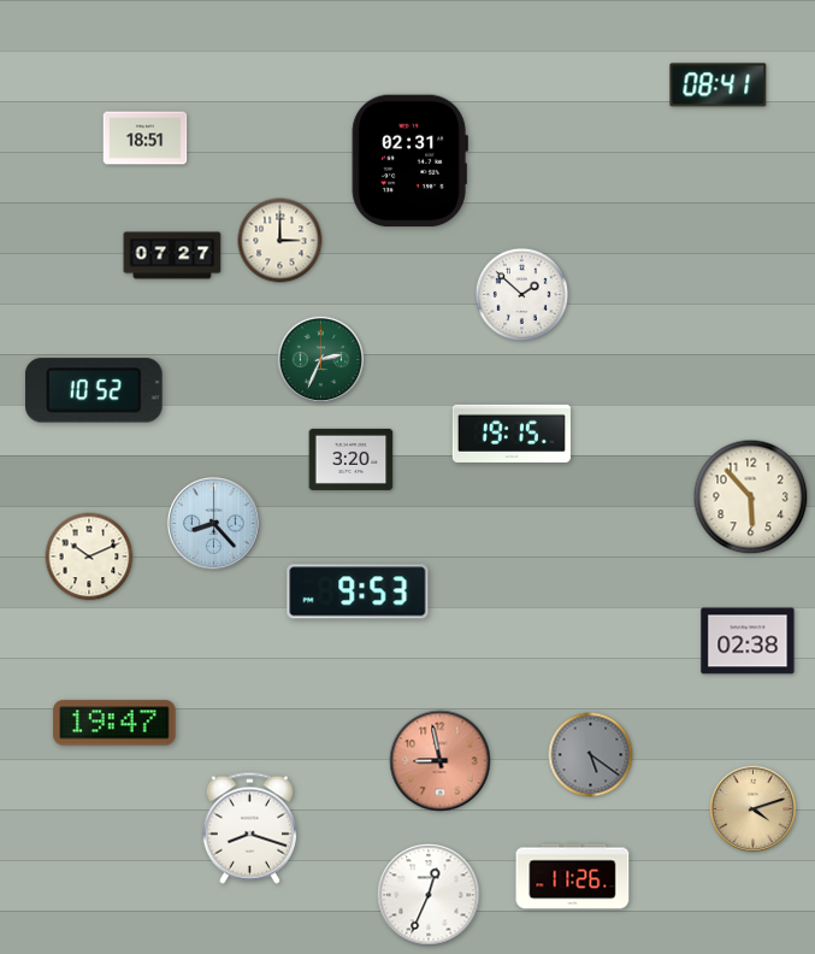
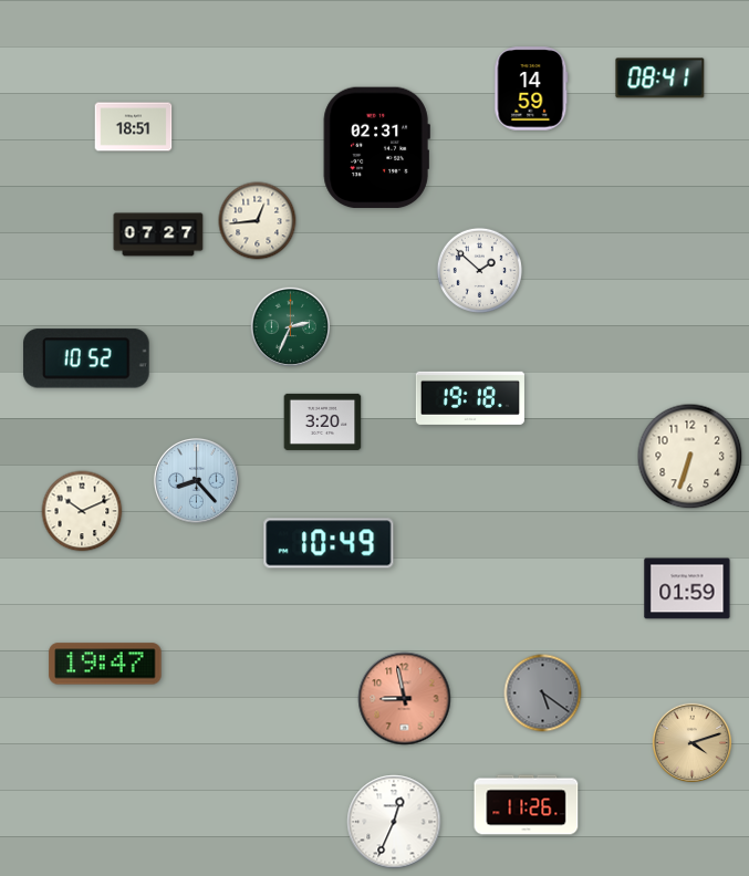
clock at (531, 88): none -> 14:59
clock at (280, 241): 3:00 -> 12:44
clock at (321, 360) position: (321, 360) -> (291, 327)
clock at (512, 434): 19:15 -> 19:18
clock at (751, 497): 5:53 -> 6:33
clock at (358, 591): 9:53 -> 10:49
clock at (748, 641): 02:38 -> 01:59
clock at (249, 828): 8:18 -> none
